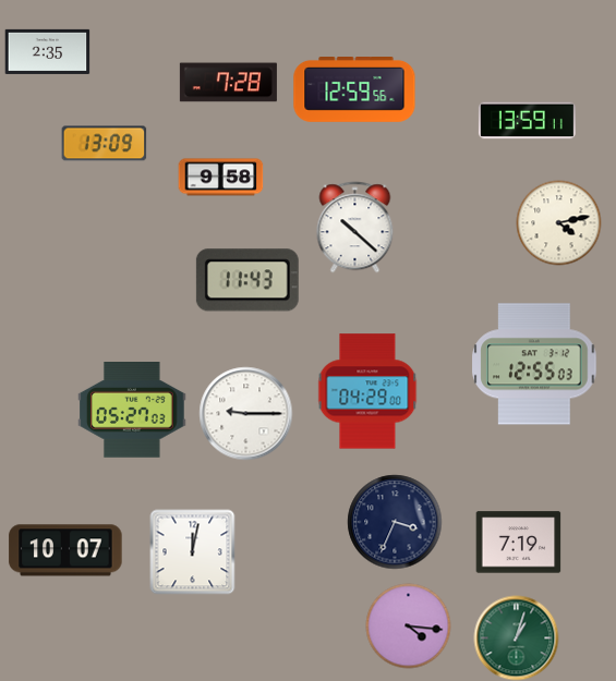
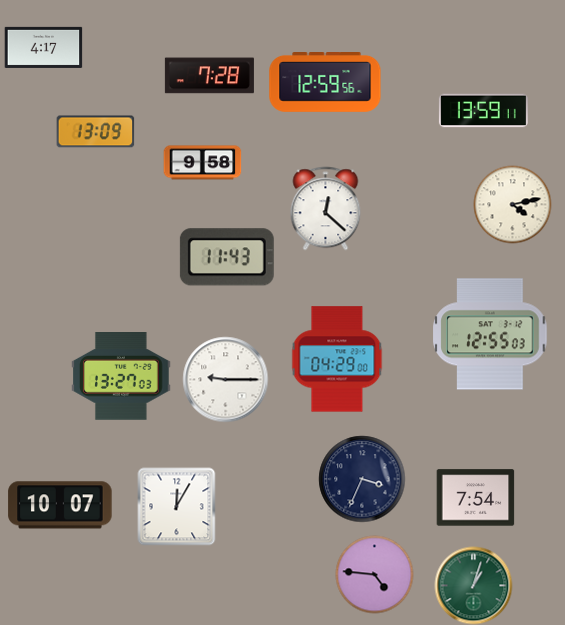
clock at (47, 51): 2:35 -> 4:17
clock at (355, 227): 10:22 -> 12:22
clock at (132, 411): 05:27 -> 13:27
clock at (518, 543): 7:19 -> 7:54
clock at (192, 551): 12:02 -> 12:05
clock at (408, 625): 4:16 -> 4:46
